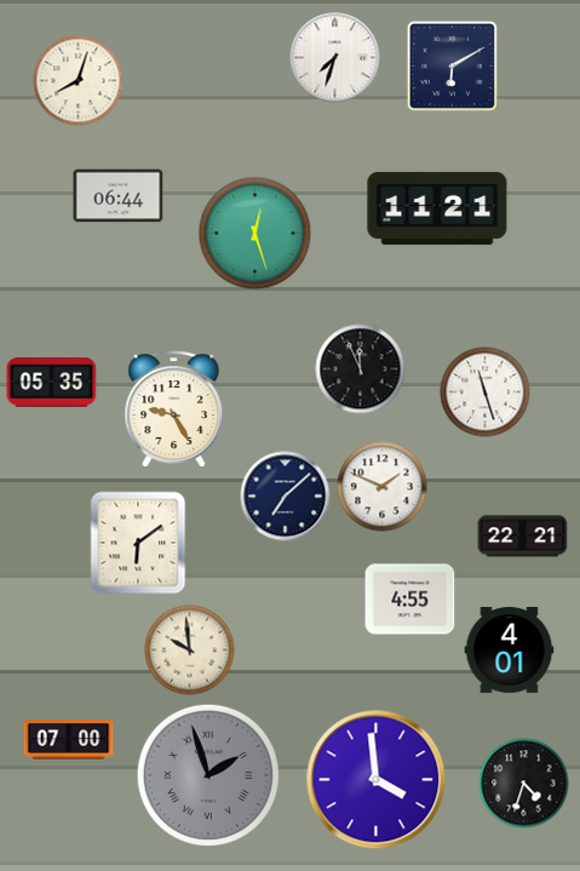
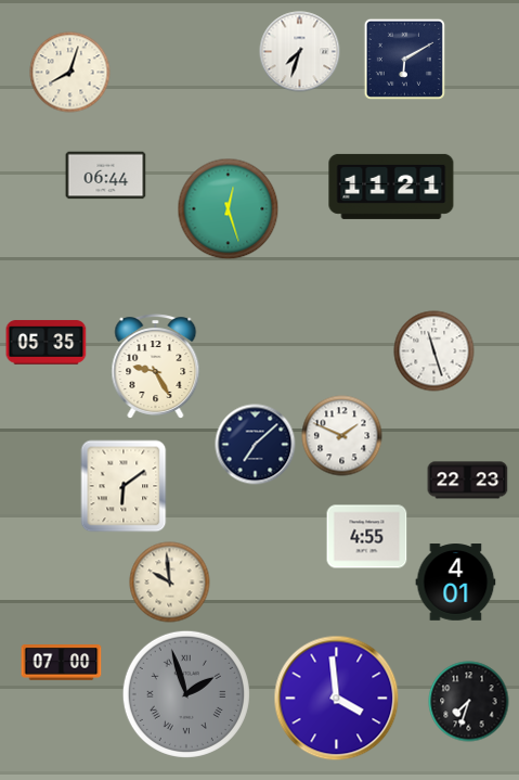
clock at (361, 369): 11:56 -> none
clock at (523, 537): 22:21 -> 22:23
clock at (524, 784): 4:33 -> 7:33
